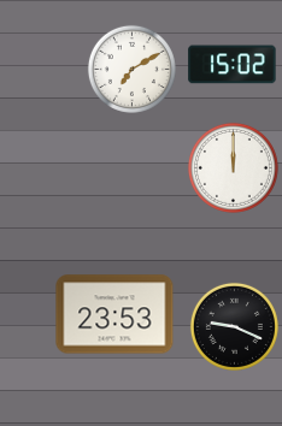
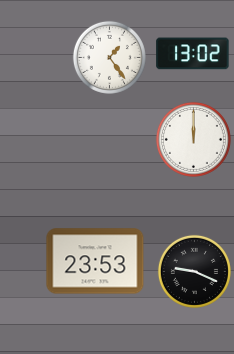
clock at (233, 65): 15:02 -> 13:02
clock at (131, 69): 7:10 -> 1:24
